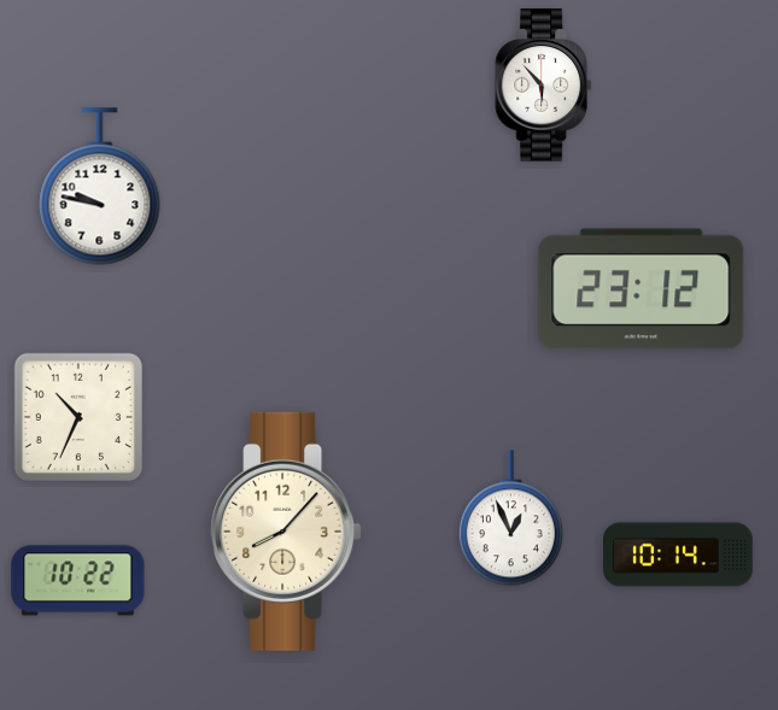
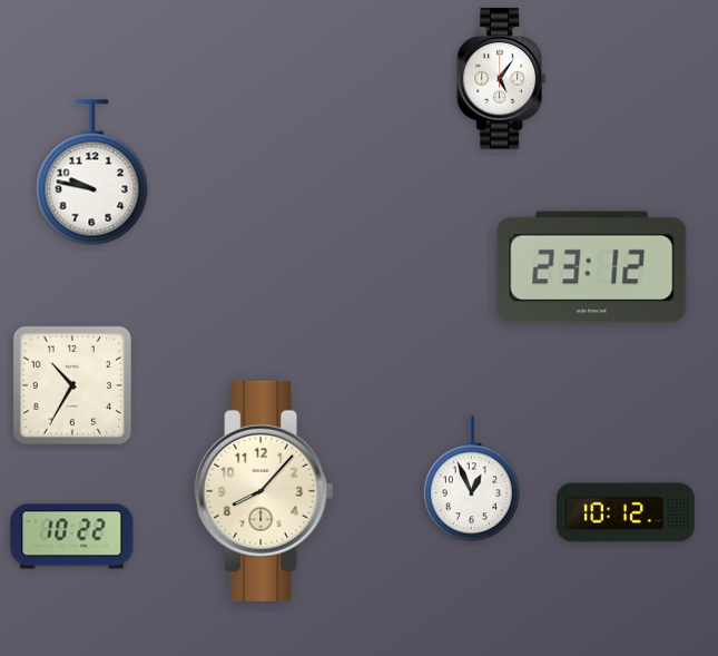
clock at (543, 86): 5:53 -> 5:06
clock at (78, 417): 10:34 -> 10:35
clock at (679, 554): 10:14 -> 10:12
